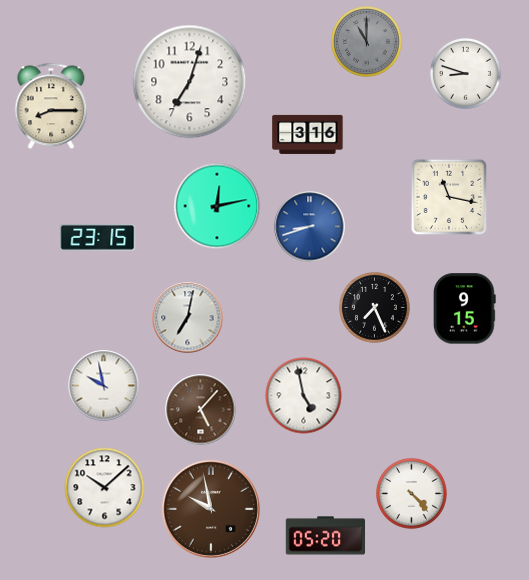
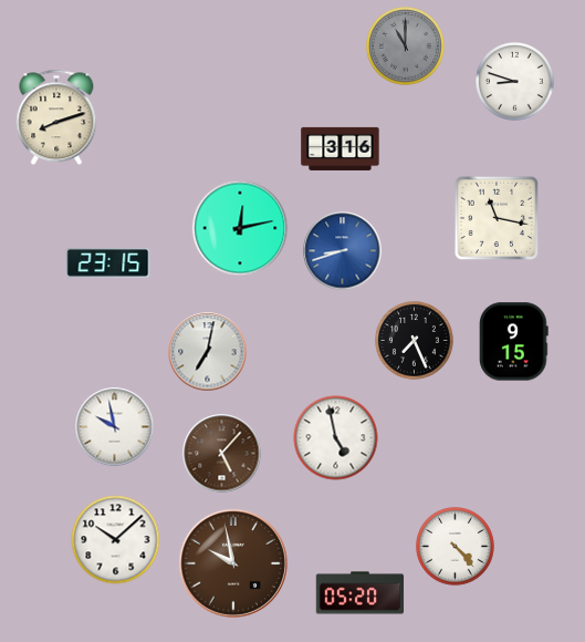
clock at (190, 82): 7:03 -> none
clock at (51, 106): 8:15 -> 8:12
